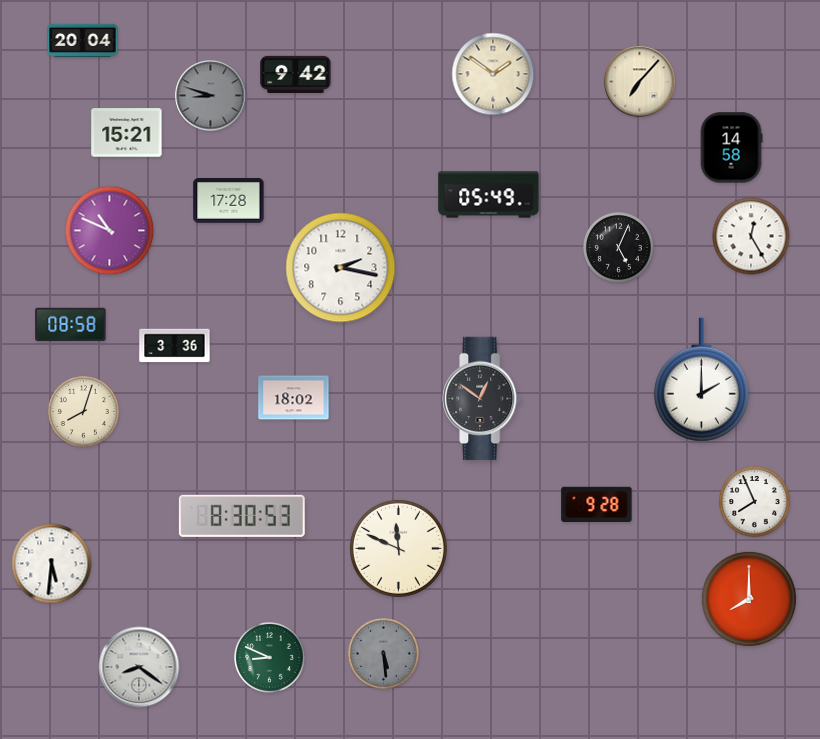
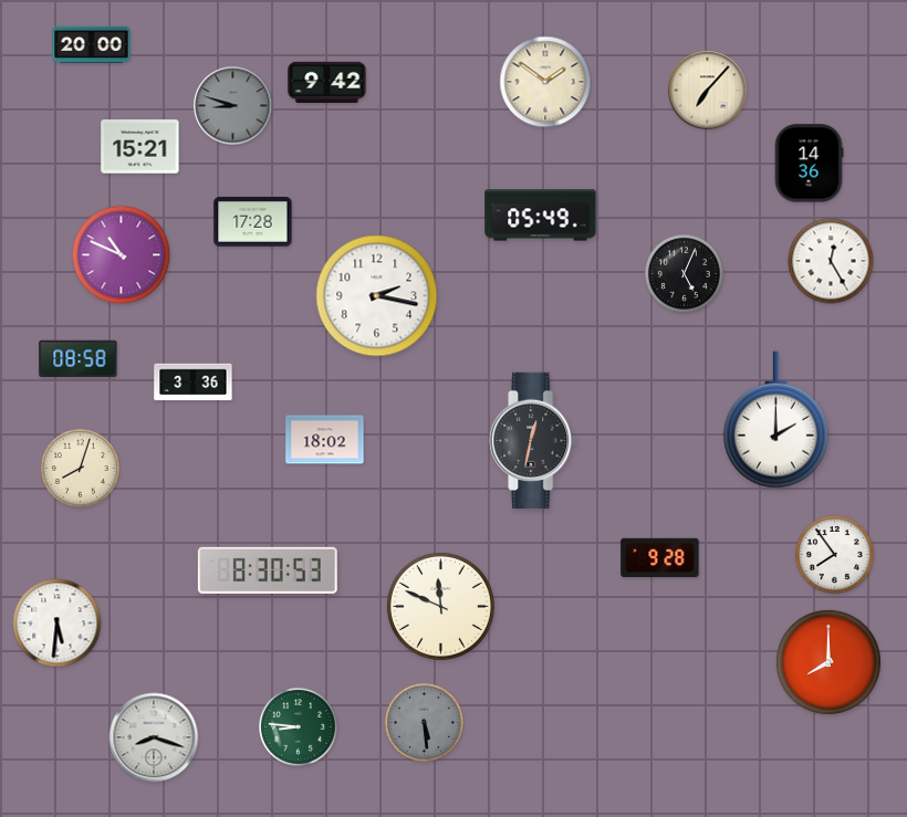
clock at (83, 41): 20:04 -> 20:00
clock at (731, 148): 14:58 -> 14:36
clock at (482, 399): 12:51 -> 12:32
clock at (84, 412) position: (84, 412) -> (81, 469)
clock at (755, 502): 7:56 -> 7:54
clock at (270, 658): 8:49 -> 8:46
clock at (139, 667): 8:21 -> 8:18
